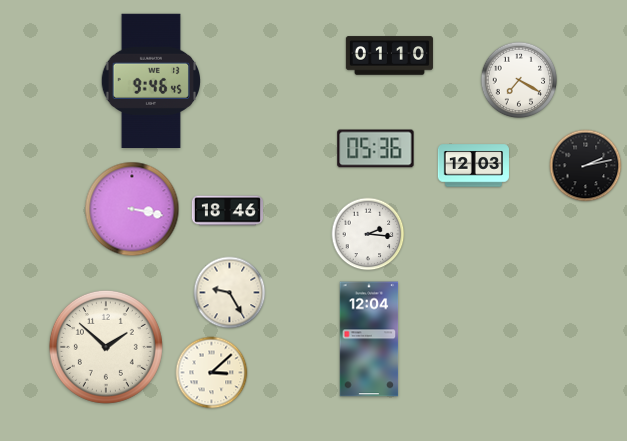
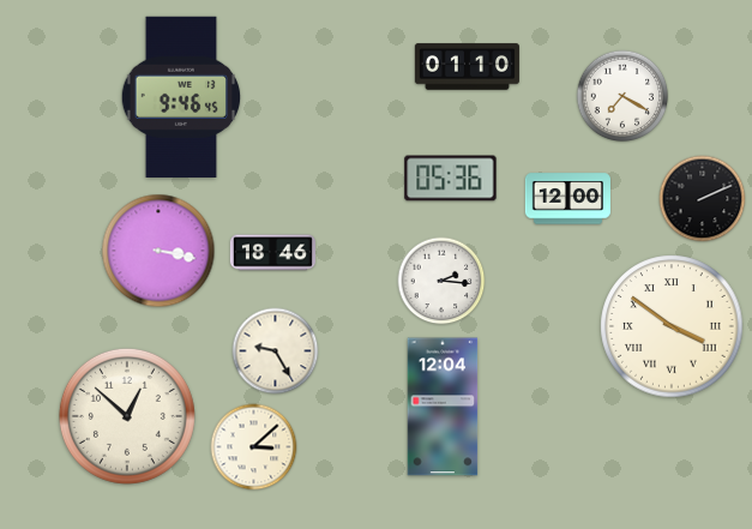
clock at (473, 166): 12:03 -> 12:00
clock at (586, 166): 2:13 -> 2:11
clock at (672, 326): none -> 3:51
clock at (106, 347): 1:52 -> 12:52
